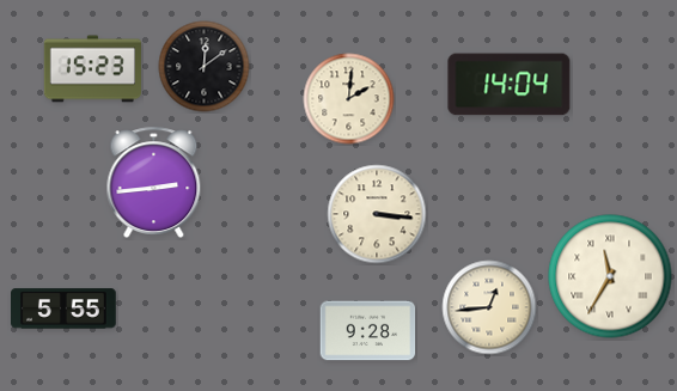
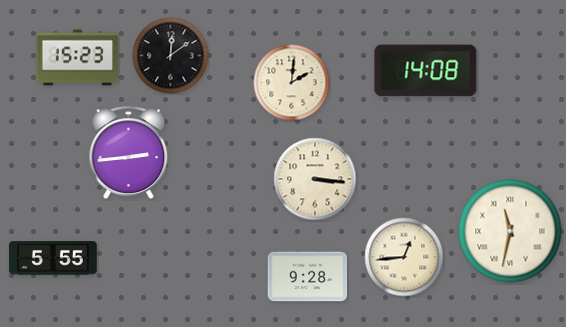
clock at (510, 85): 14:04 -> 14:08
clock at (610, 276): 11:35 -> 11:32
clock at (489, 307) position: (489, 307) -> (404, 257)
